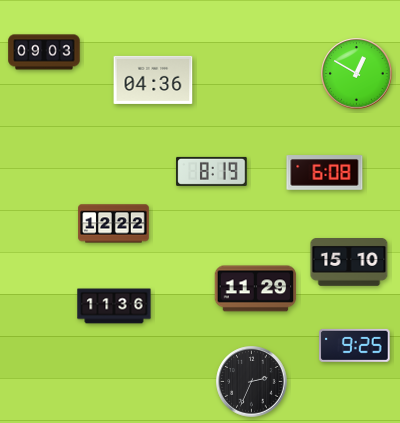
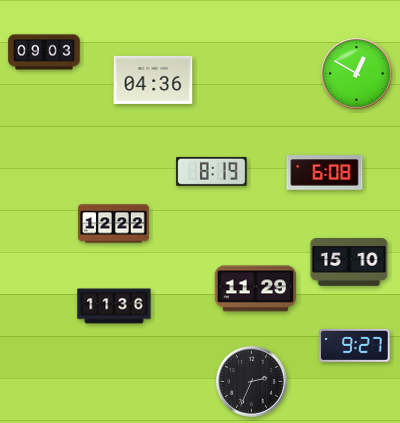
clock at (355, 345): 9:25 -> 9:27
